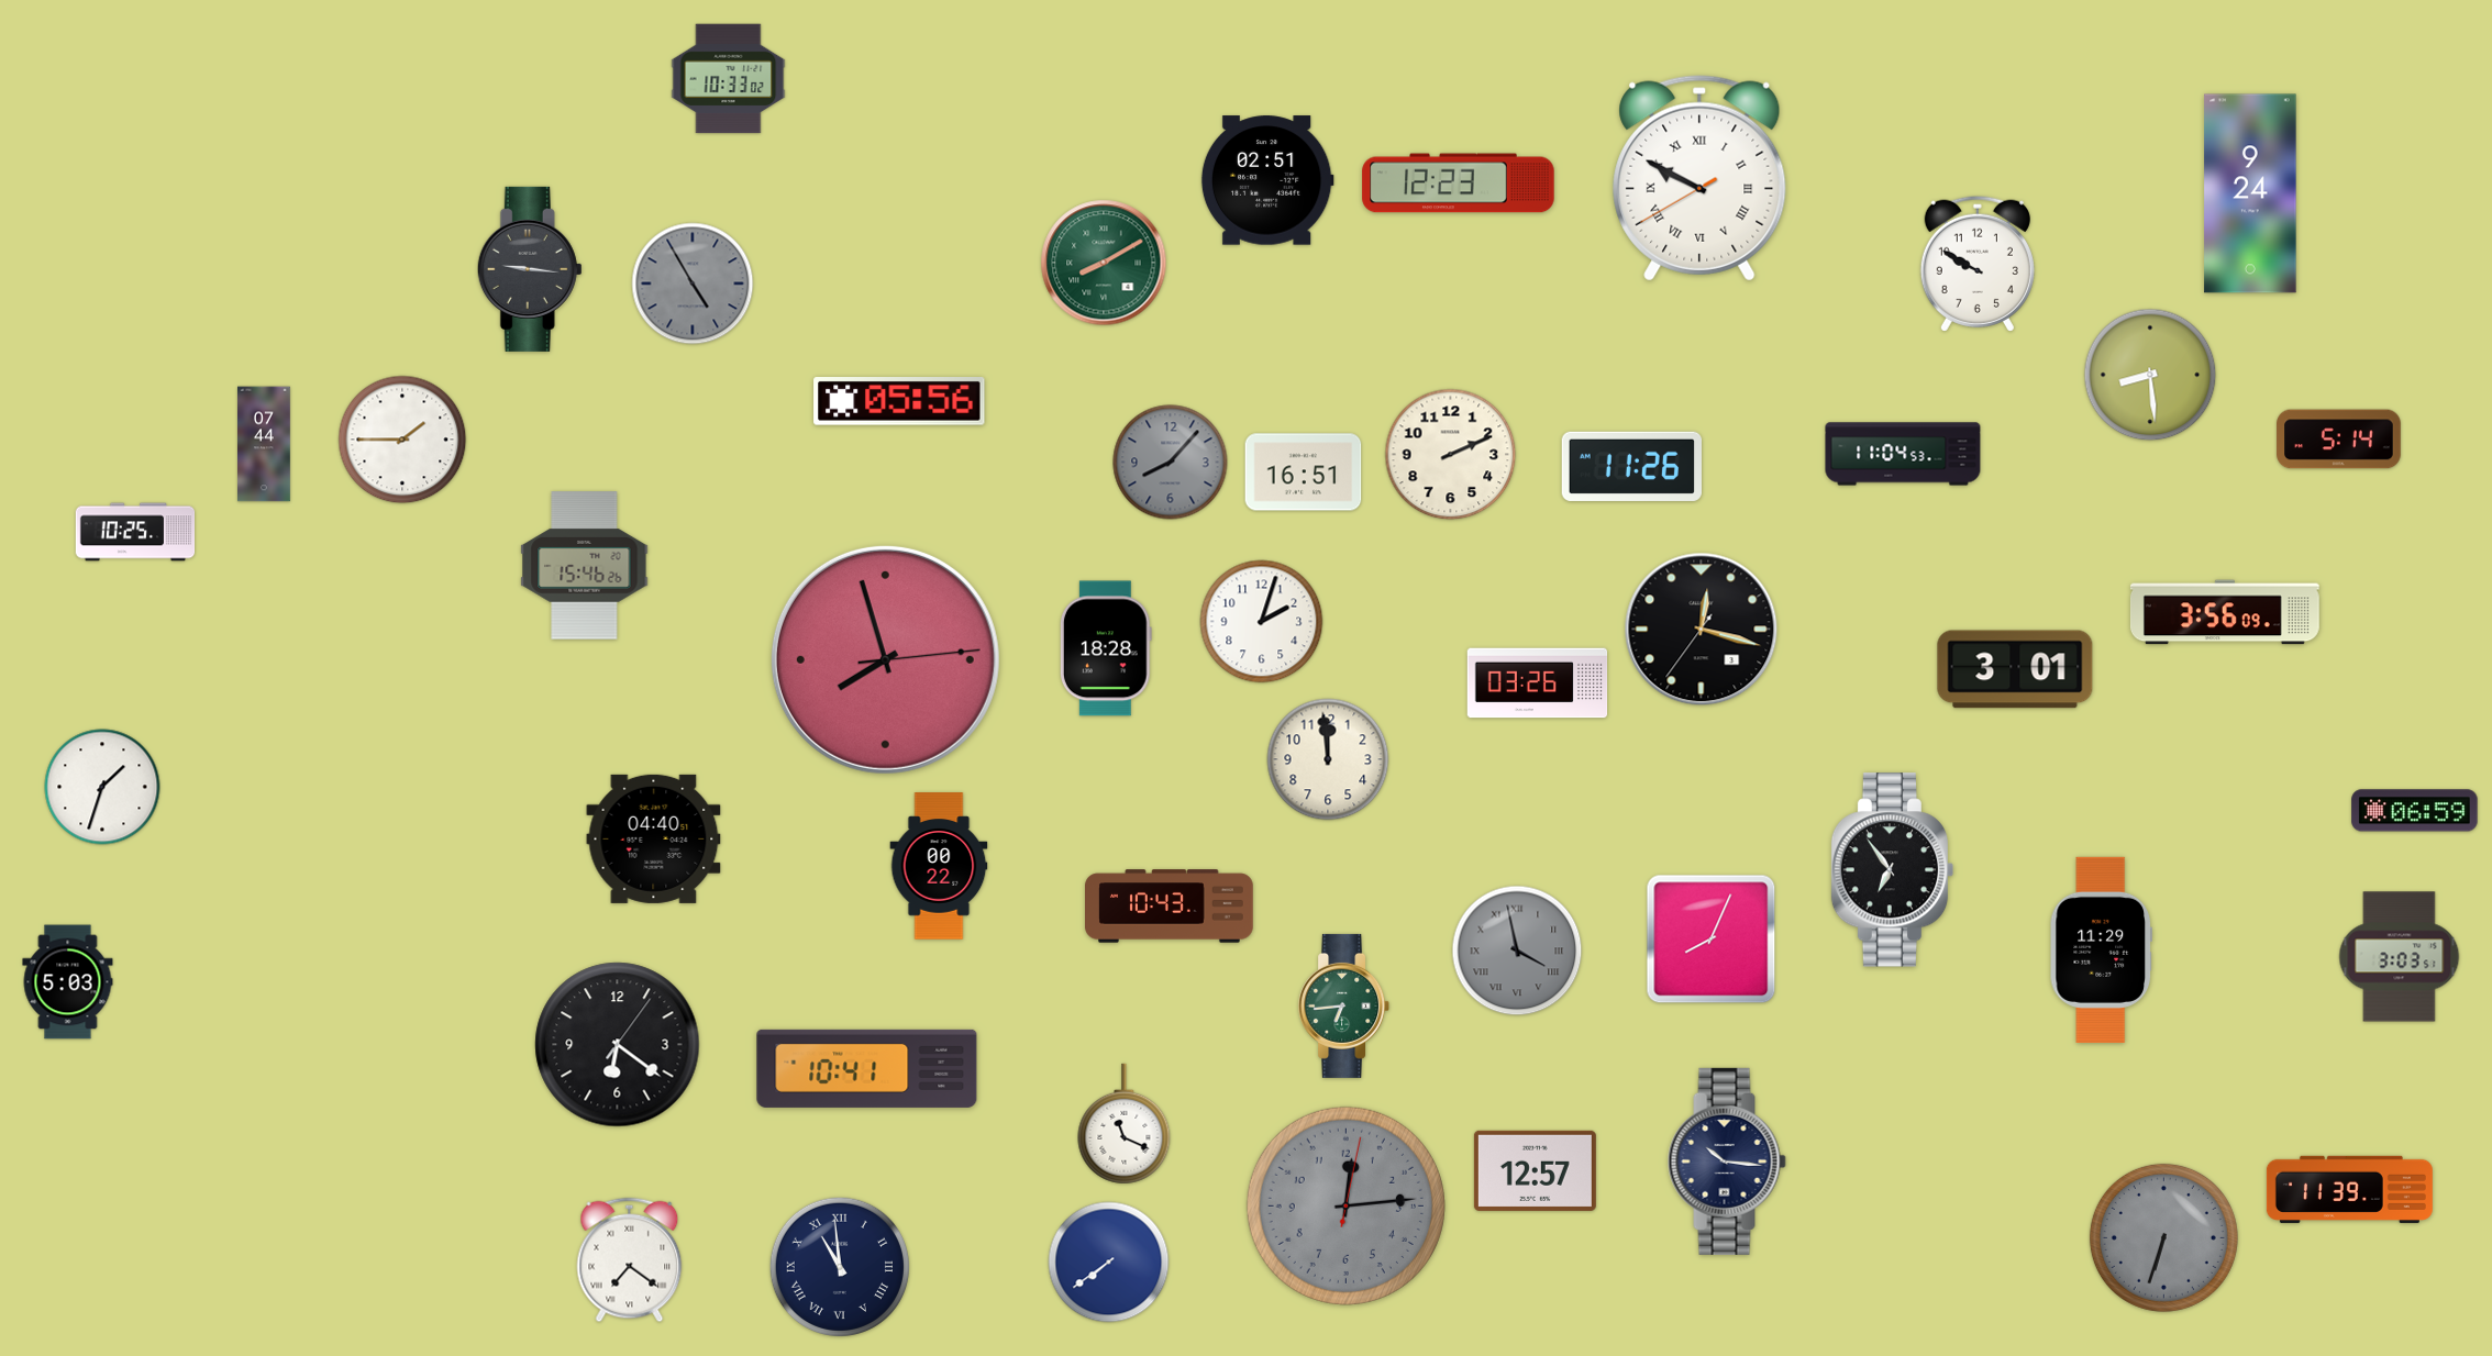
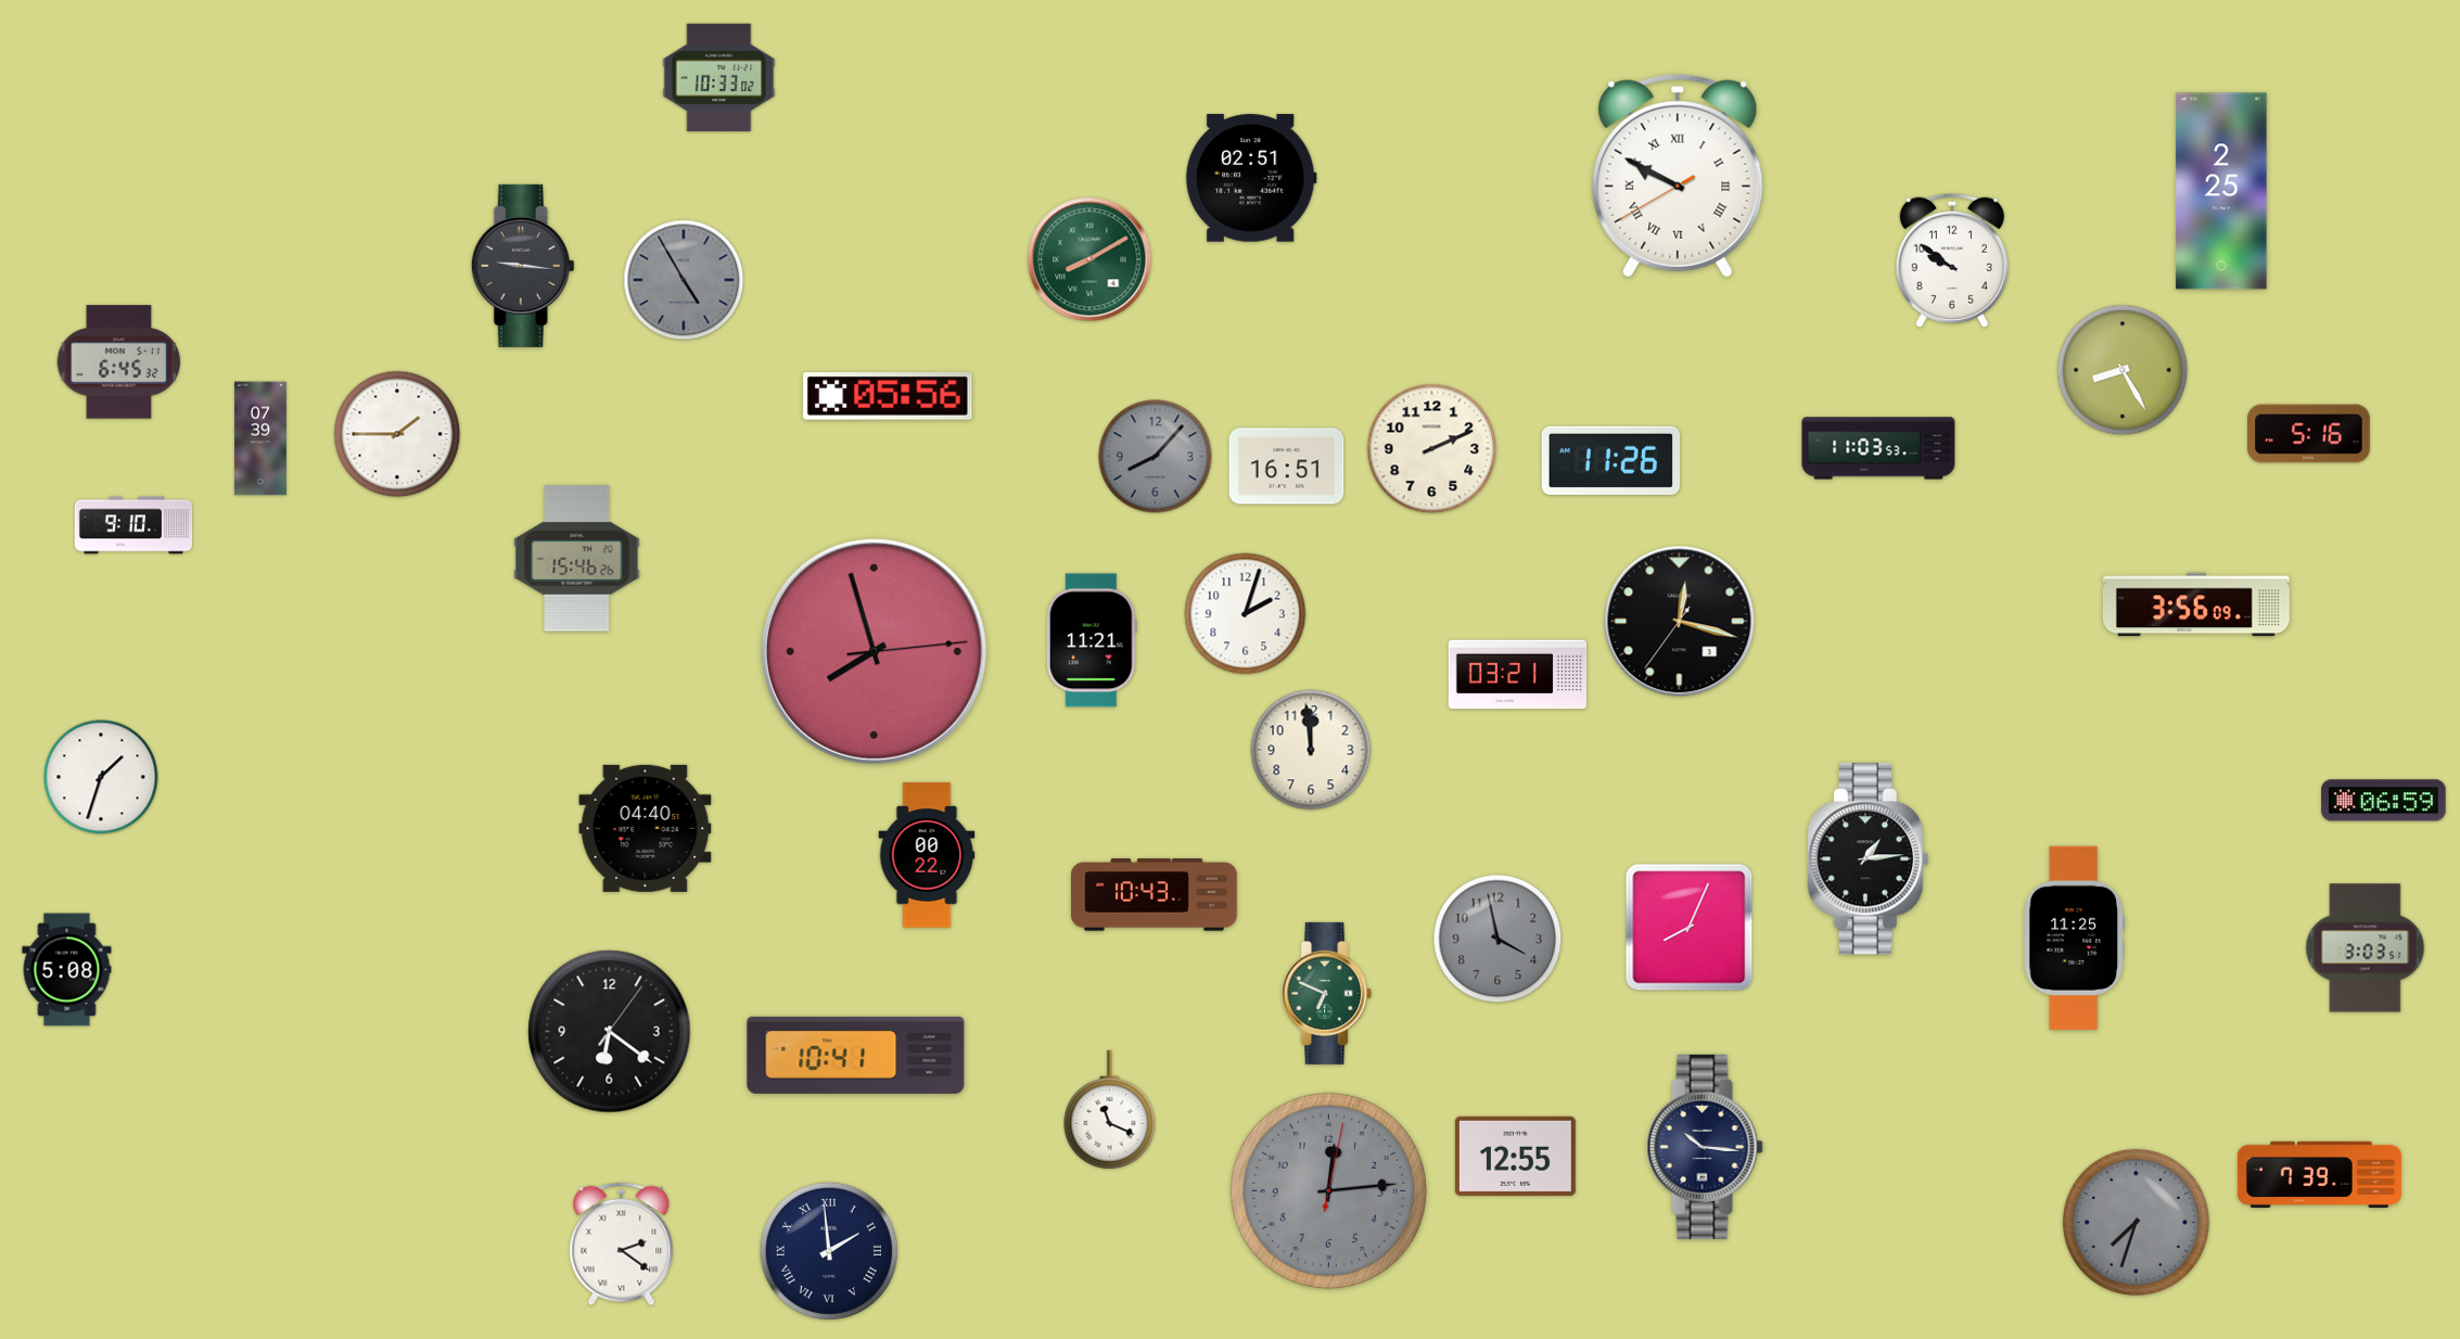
clock at (1459, 184): 12:23 -> none
clock at (2250, 193): 9:24 -> 2:25
clock at (1978, 264): 9:50 -> 9:51
clock at (119, 362): none -> 6:45
clock at (2150, 375): 8:29 -> 8:25
clock at (2339, 440): 5:14 -> 5:16
clock at (265, 444): 07:44 -> 07:39
clock at (1903, 454): 11:04 -> 11:03
clock at (135, 532): 10:25 -> 9:10
clock at (1106, 648): 18:28 -> 11:21
clock at (2015, 669): 3:01 -> none
clock at (1538, 683): 03:26 -> 03:21
clock at (1893, 870): 6:54 -> 1:14
clock at (2101, 949): 11:29 -> 11:25
clock at (1517, 951) numerals: Roman -> Arabic
clock at (2400, 957) position: (2400, 957) -> (2366, 948)
clock at (68, 982): 5:03 -> 5:08
clock at (1344, 1005): 6:44 -> 6:49
clock at (1535, 1170): 12:57 -> 12:55
clock at (2349, 1189): 11:39 -> 7:39
clock at (2163, 1237): 6:33 -> 7:33
clock at (630, 1260): 7:21 -> 2:21
clock at (1109, 1263): 7:39 -> none
clock at (839, 1266): 10:59 -> 1:59
